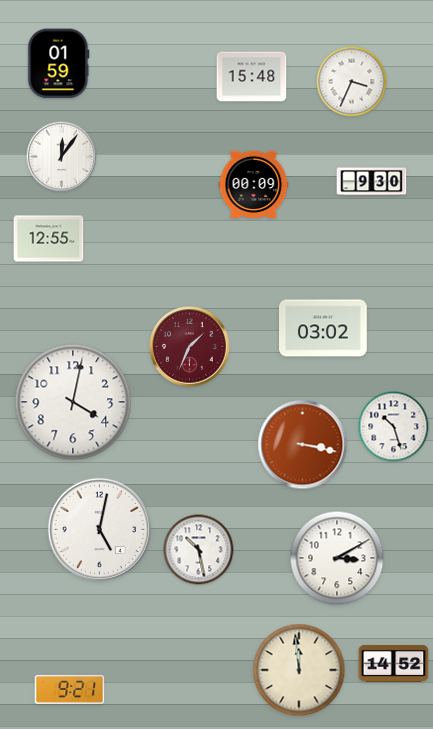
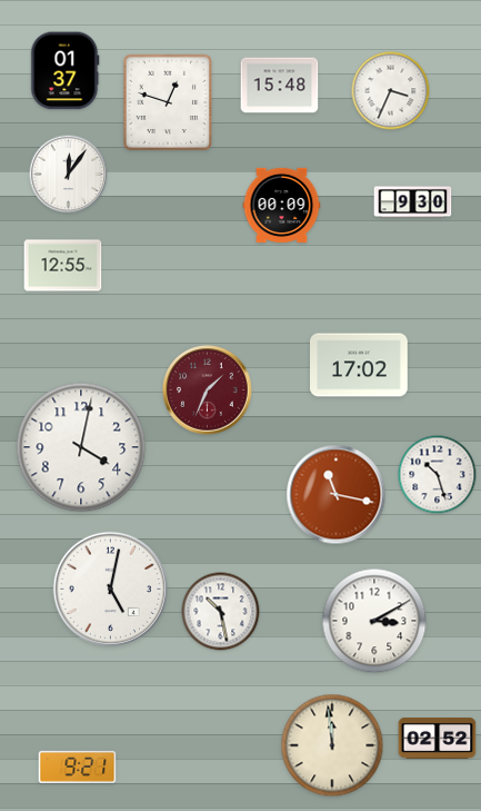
clock at (59, 64): 01:59 -> 01:37
clock at (168, 102): none -> 12:48
clock at (49, 239) position: (49, 239) -> (63, 266)
clock at (323, 328): 03:02 -> 17:02
clock at (190, 347) position: (190, 347) -> (208, 390)
clock at (303, 445): 3:17 -> 11:17
clock at (394, 664): 14:52 -> 02:52
